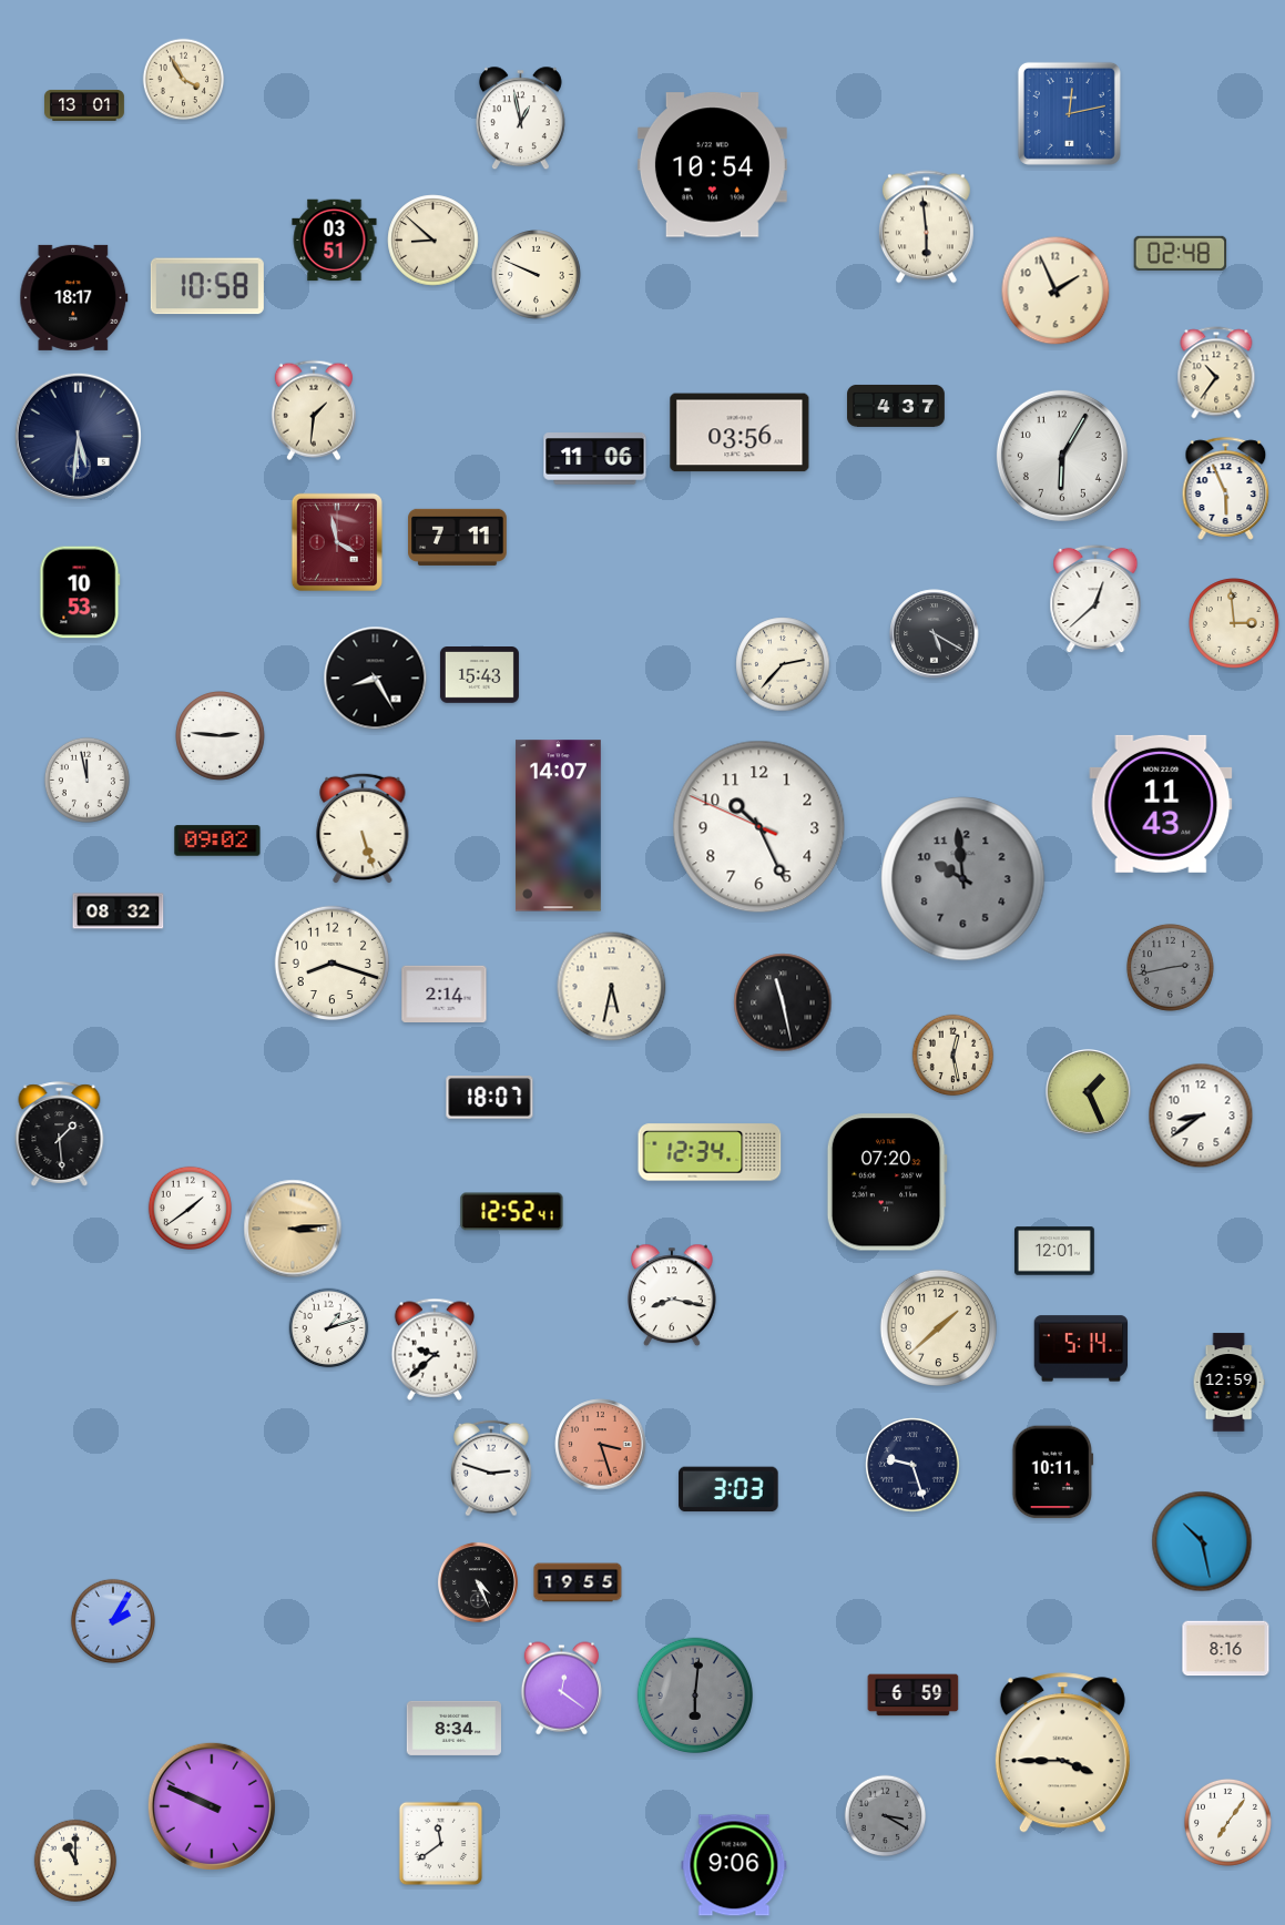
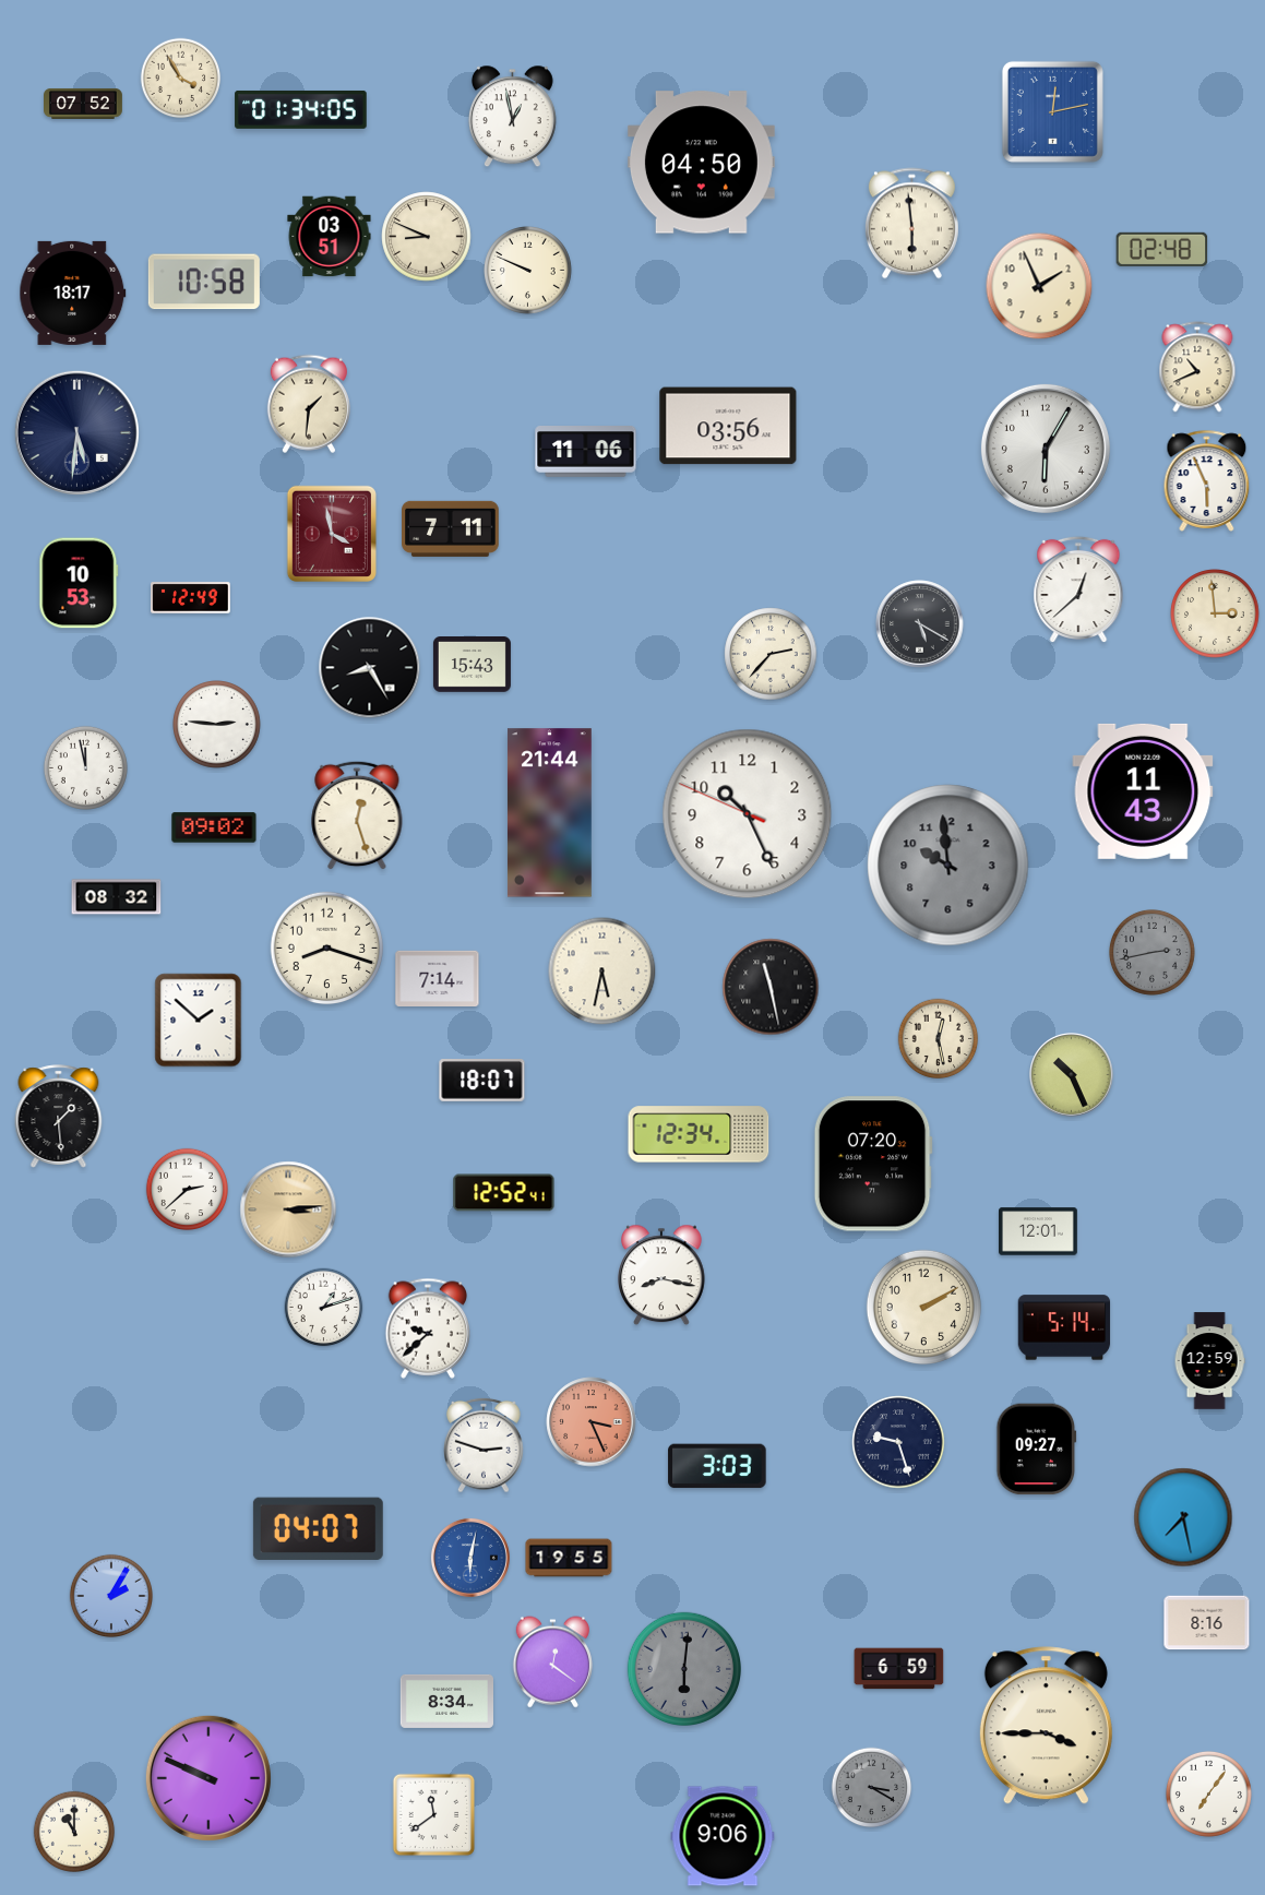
clock at (85, 105): 13:01 -> 07:52
clock at (301, 109): none -> 01:34
clock at (712, 165): 10:54 -> 04:50
clock at (434, 241): 8:52 -> 8:49
clock at (1216, 373): 10:36 -> 10:41
clock at (897, 406): 4:37 -> none
clock at (78, 436) position: (78, 436) -> (76, 432)
clock at (191, 598): none -> 12:49
clock at (558, 826): 14:07 -> 21:44
clock at (363, 828): 5:27 -> 12:27
clock at (445, 994): 2:14 -> 7:14
clock at (199, 1021): none -> 1:52
clock at (1089, 1092): 1:26 -> 10:26
clock at (1201, 1116): 8:39 -> none
clock at (190, 1208): 1:39 -> 2:38
clock at (938, 1327): 1:38 -> 2:10
clock at (601, 1445): 3:27 -> 3:26
clock at (1053, 1473): 10:11 -> 09:27
clock at (1202, 1541): 10:28 -> 7:28
clock at (318, 1528): none -> 04:07
clock at (478, 1582): 4:26 -> 6:02
clock at (478, 1582) dial: black -> blue
